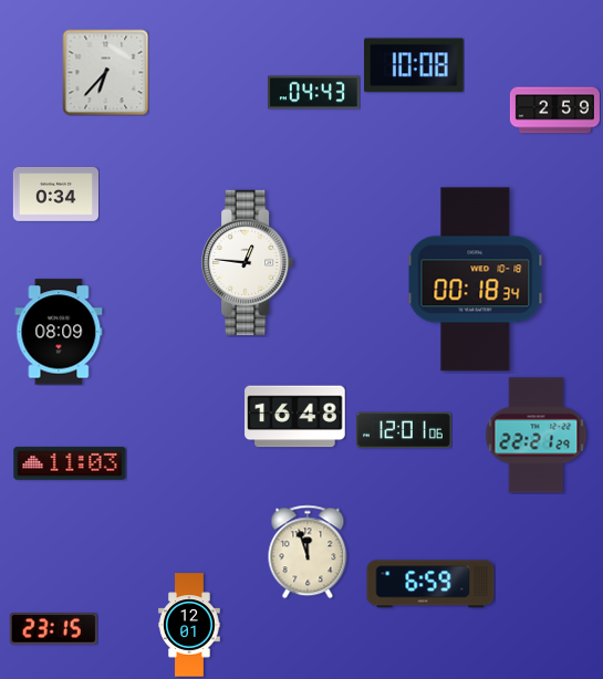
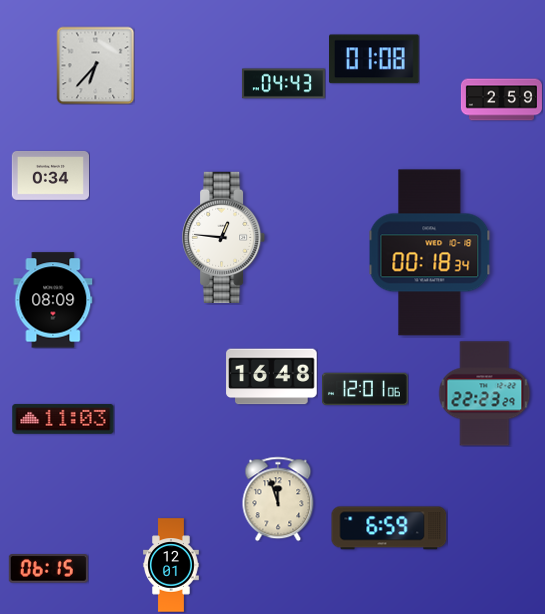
clock at (415, 65): 10:08 -> 01:08
clock at (295, 417) position: (295, 417) -> (272, 377)
clock at (537, 436): 22:21 -> 22:23
clock at (53, 629): 23:15 -> 06:15
